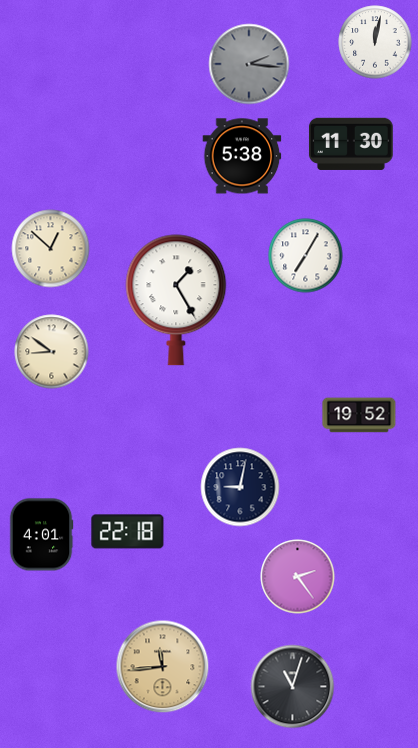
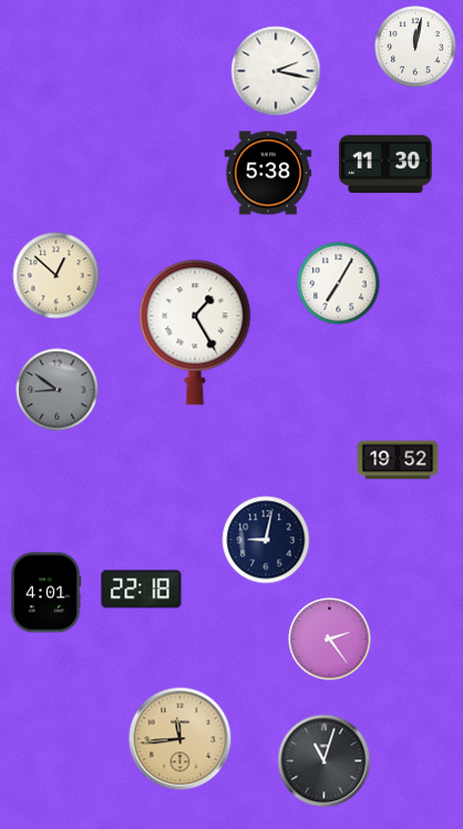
clock at (249, 64): 2:16 -> 2:17
clock at (249, 64) dial: grey -> white
clock at (351, 143) position: (351, 143) -> (385, 163)
clock at (52, 352) dial: cream -> grey
